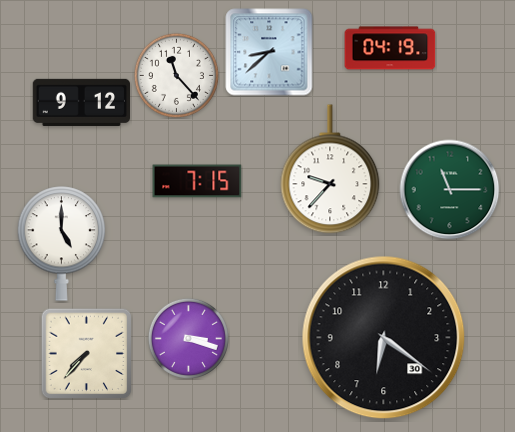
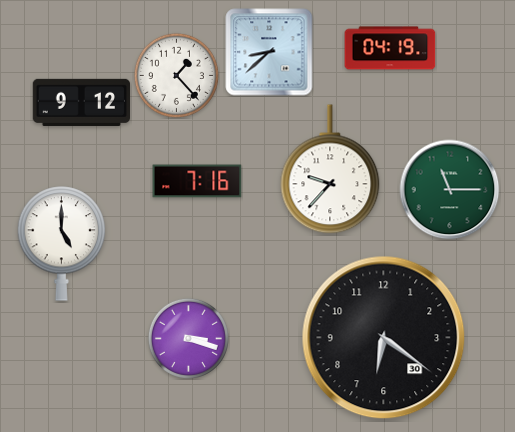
clock at (176, 75): 11:23 -> 1:23
clock at (197, 181): 7:15 -> 7:16
clock at (86, 353): 7:37 -> none
